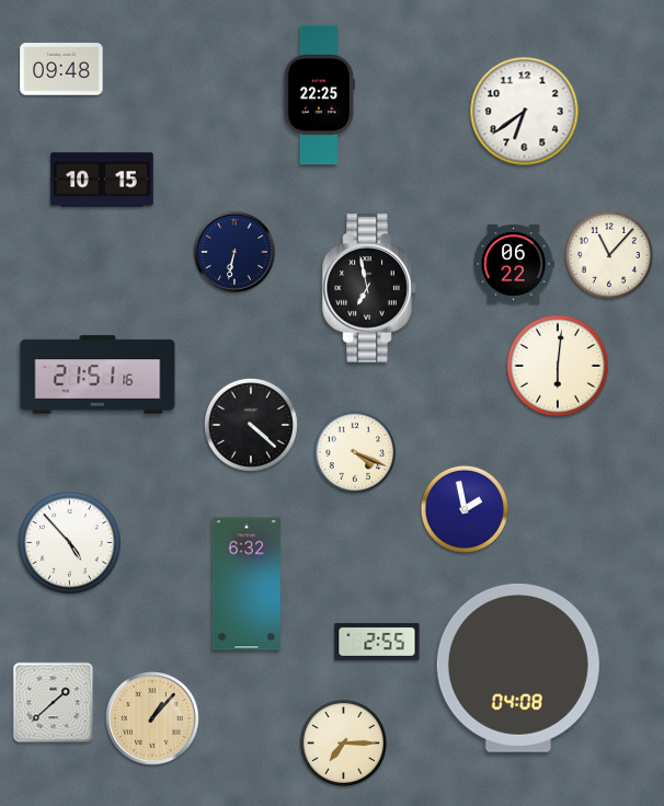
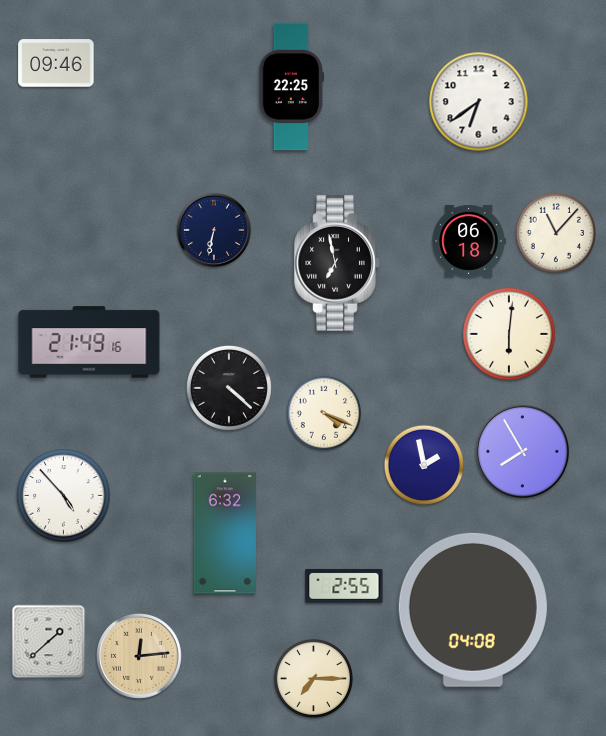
clock at (61, 69): 09:48 -> 09:46
clock at (102, 180): 10:15 -> none
clock at (514, 264): 06:22 -> 06:18
clock at (98, 375): 21:51 -> 21:49
clock at (523, 452): none -> 7:55
clock at (153, 719): 1:07 -> 12:14
